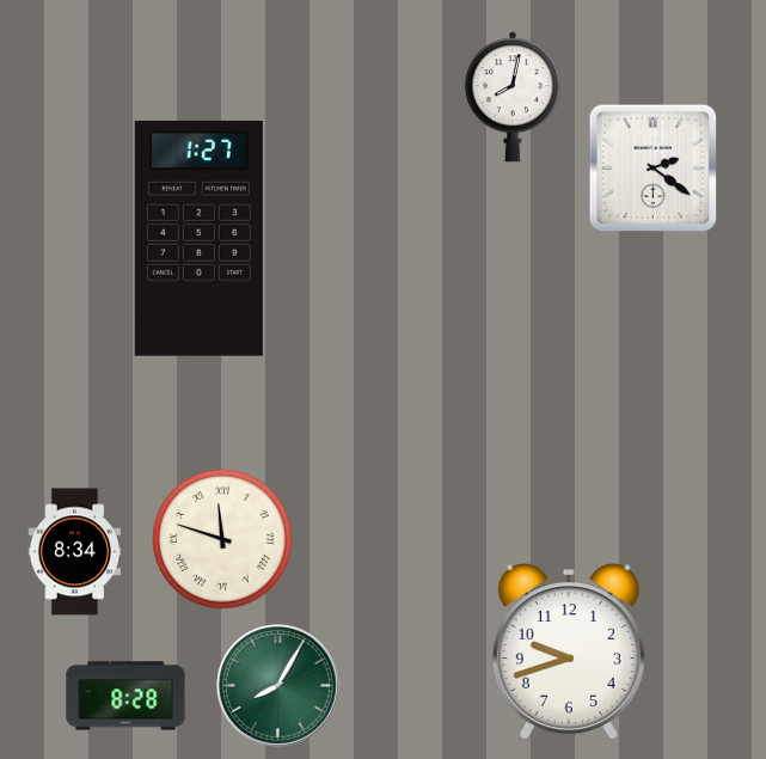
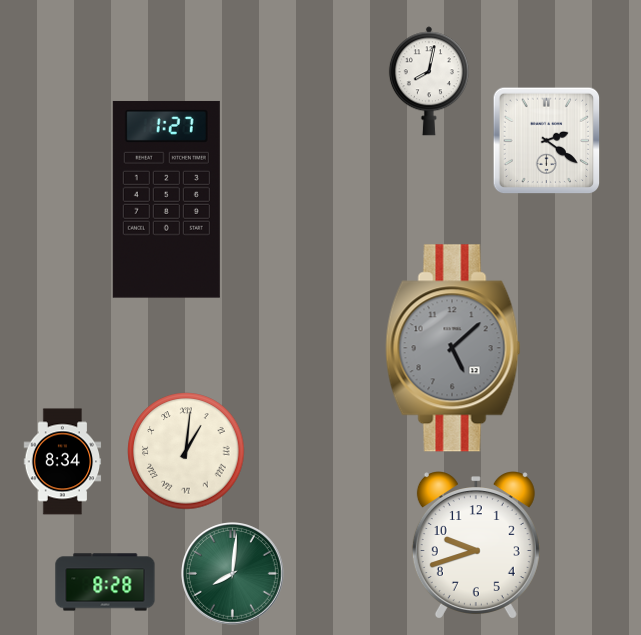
clock at (453, 348): none -> 5:08
clock at (222, 539): 11:48 -> 1:01
clock at (278, 686): 8:05 -> 8:01
